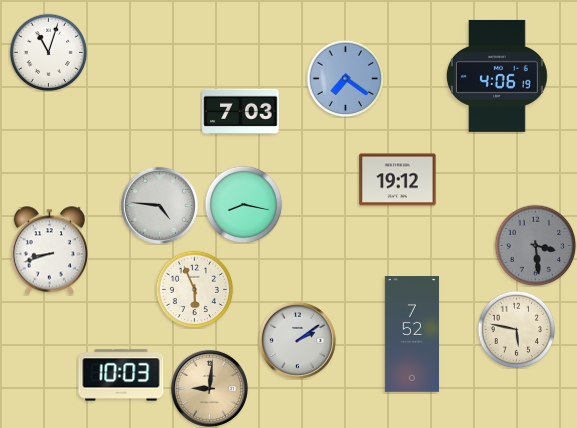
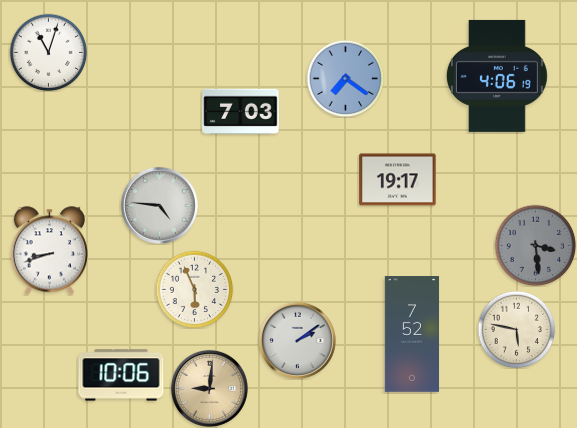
clock at (398, 180): 19:12 -> 19:17
clock at (243, 204): 8:17 -> none
clock at (121, 375): 10:03 -> 10:06
